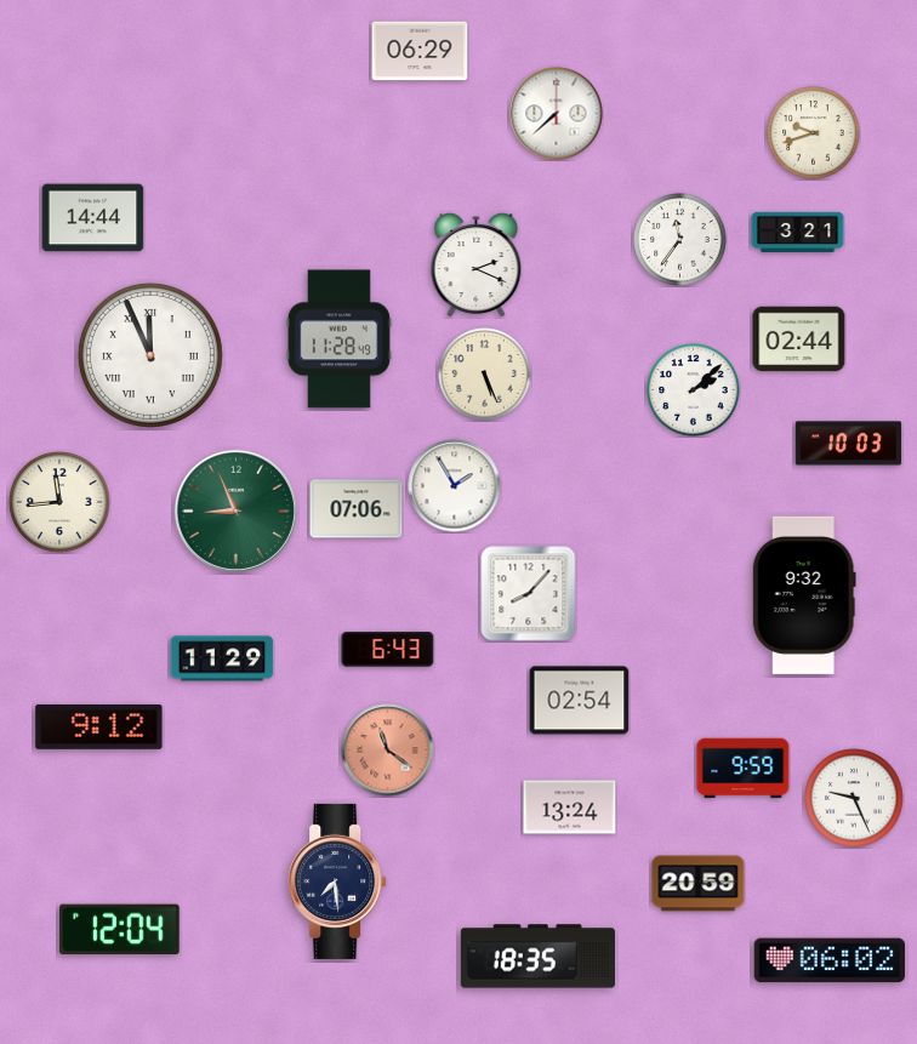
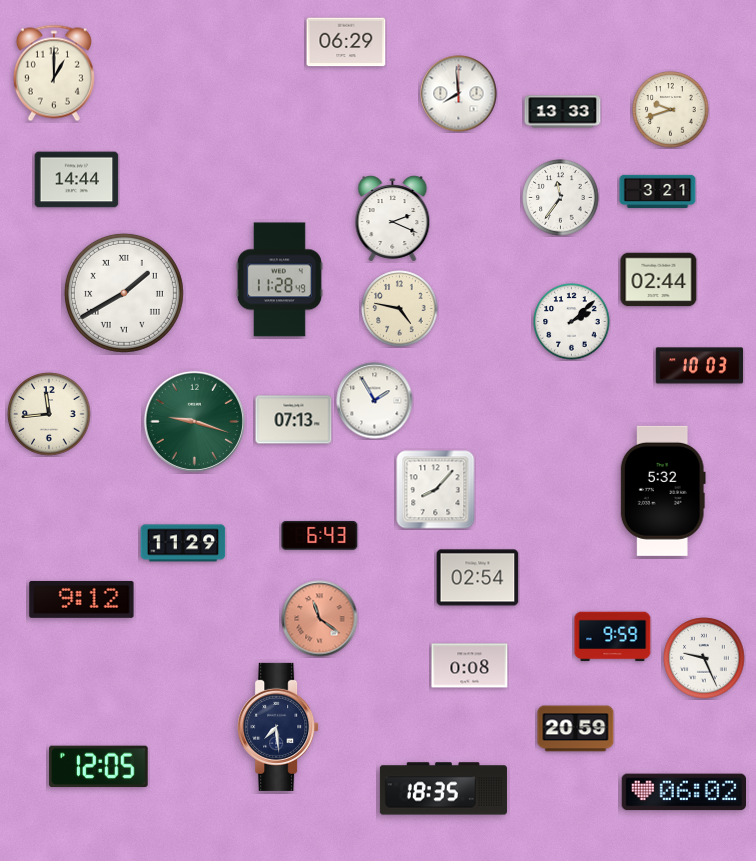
clock at (54, 73): none -> 1:00
clock at (557, 114): 7:38 -> 7:59
clock at (563, 112): none -> 13:33
clock at (150, 355): 11:56 -> 1:40
clock at (485, 375): 5:26 -> 4:47
clock at (357, 509): 07:06 -> 07:13
clock at (235, 510): 8:56 -> 9:18
clock at (804, 595): 9:32 -> 5:32
clock at (744, 769) position: (744, 769) -> (613, 637)
clock at (570, 808): 13:24 -> 0:08
clock at (120, 930): 12:04 -> 12:05
